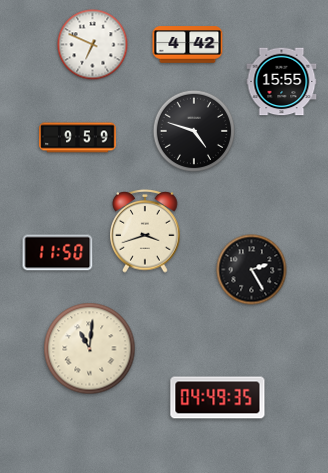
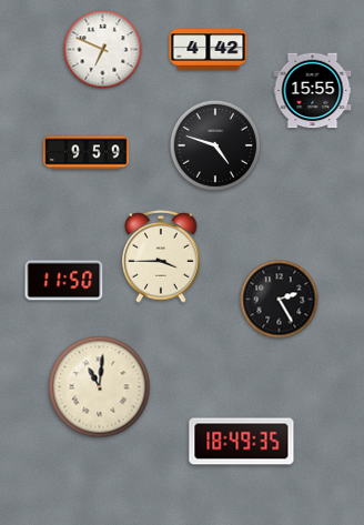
clock at (145, 232): 3:42 -> 3:45
clock at (218, 398): 04:49 -> 18:49
